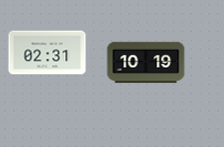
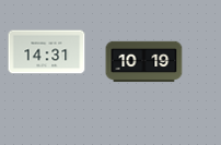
clock at (48, 53): 02:31 -> 14:31
